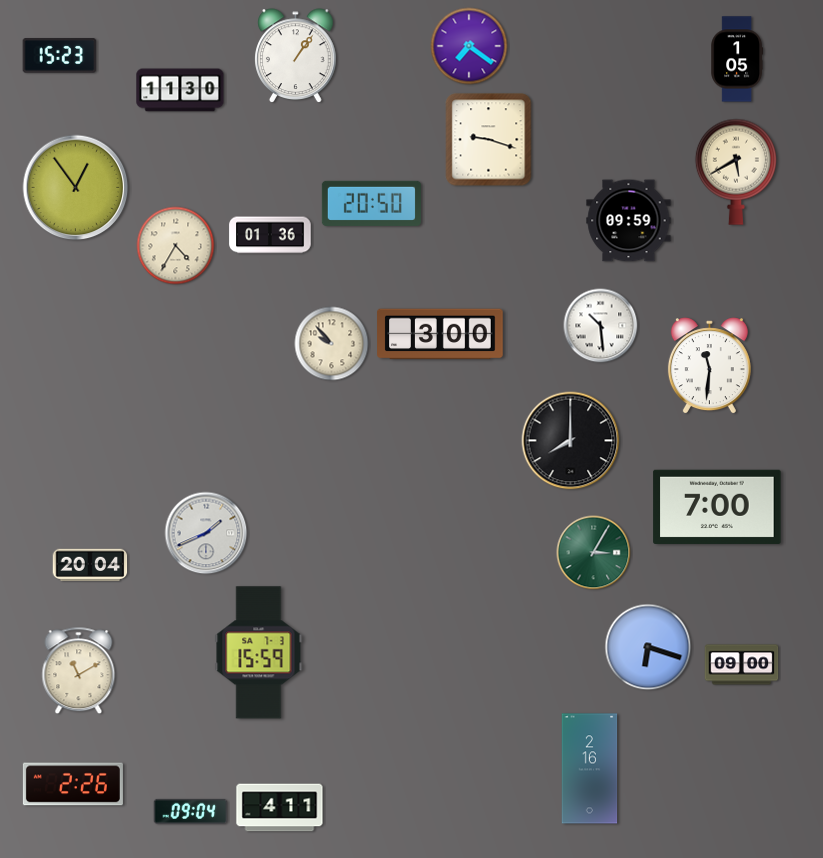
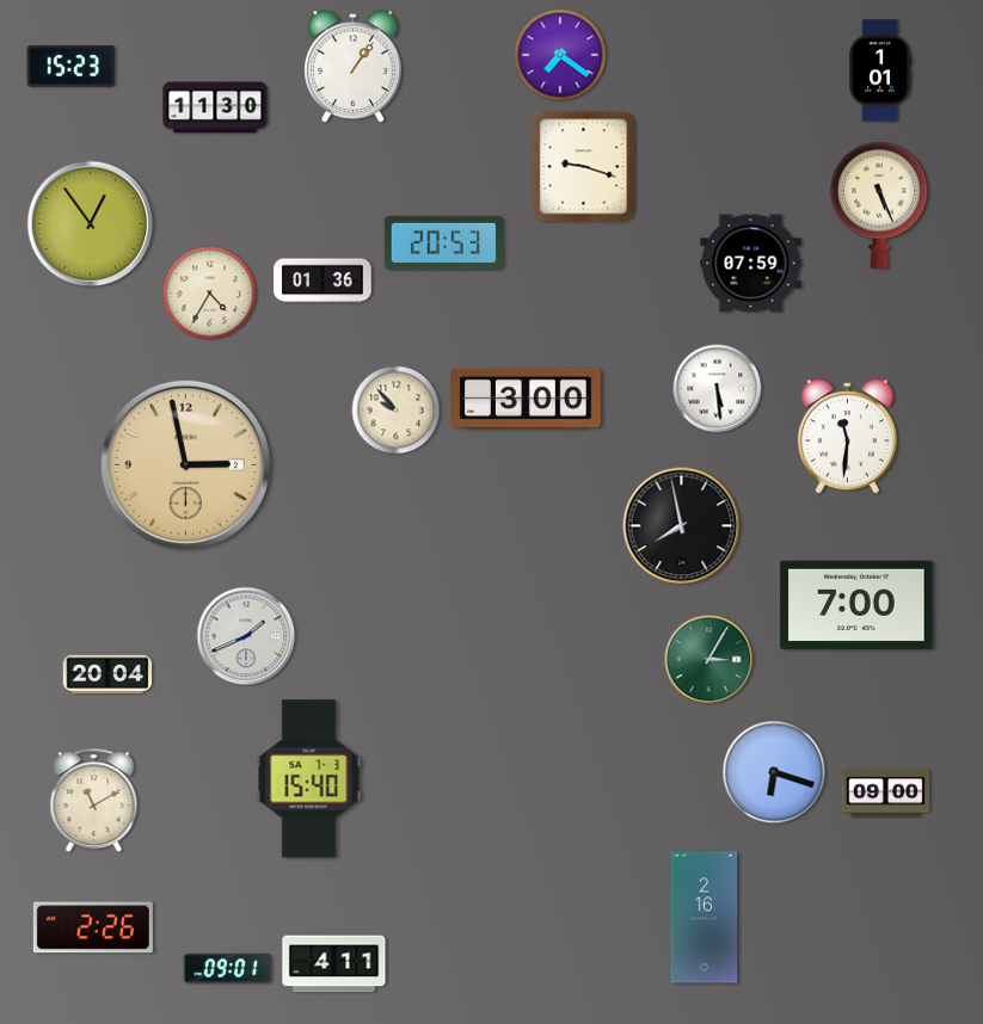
clock at (737, 59): 1:05 -> 1:01
clock at (736, 172): 5:40 -> 5:26
clock at (371, 203): 20:50 -> 20:53
clock at (629, 221): 09:59 -> 07:59
clock at (601, 326): 10:29 -> 5:29
clock at (185, 464): none -> 2:58
clock at (571, 441): 8:00 -> 7:58
clock at (259, 653): 15:59 -> 15:40
clock at (73, 784) position: (73, 784) -> (93, 927)
clock at (191, 811): 09:04 -> 09:01
